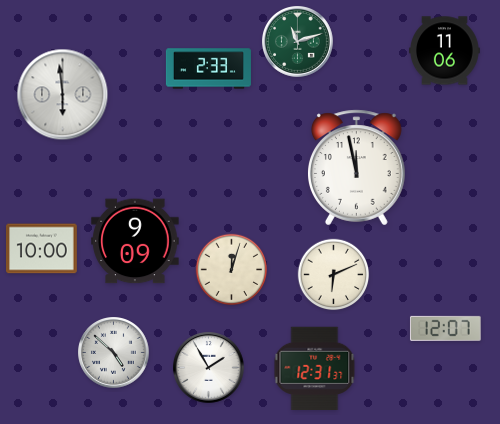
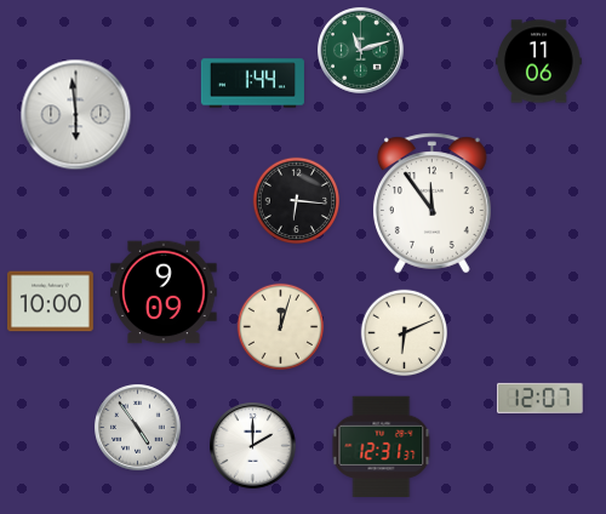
clock at (208, 69): 2:33 -> 1:44
clock at (297, 201): none -> 6:16
clock at (357, 168): 11:58 -> 11:54
clock at (114, 353): 4:52 -> 4:54
clock at (209, 368): 1:55 -> 2:00
